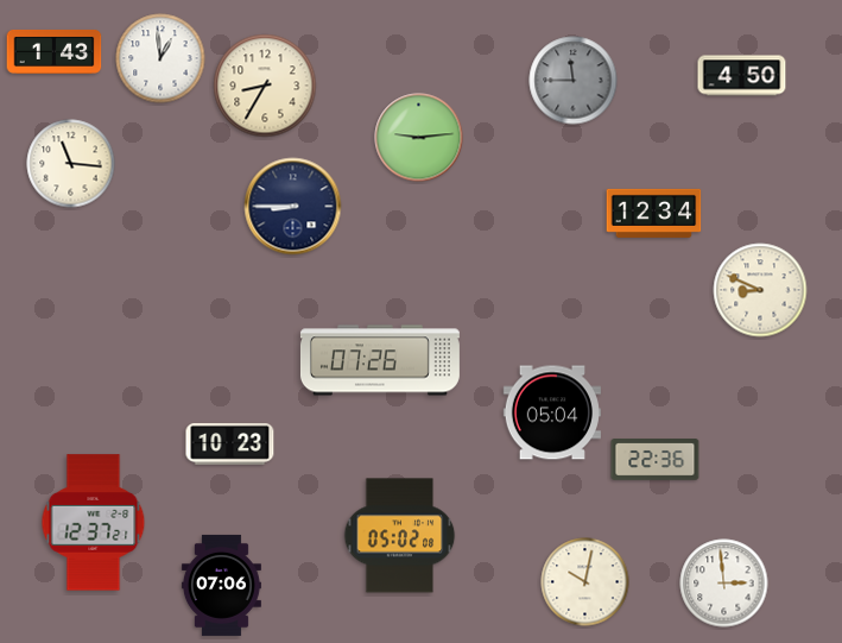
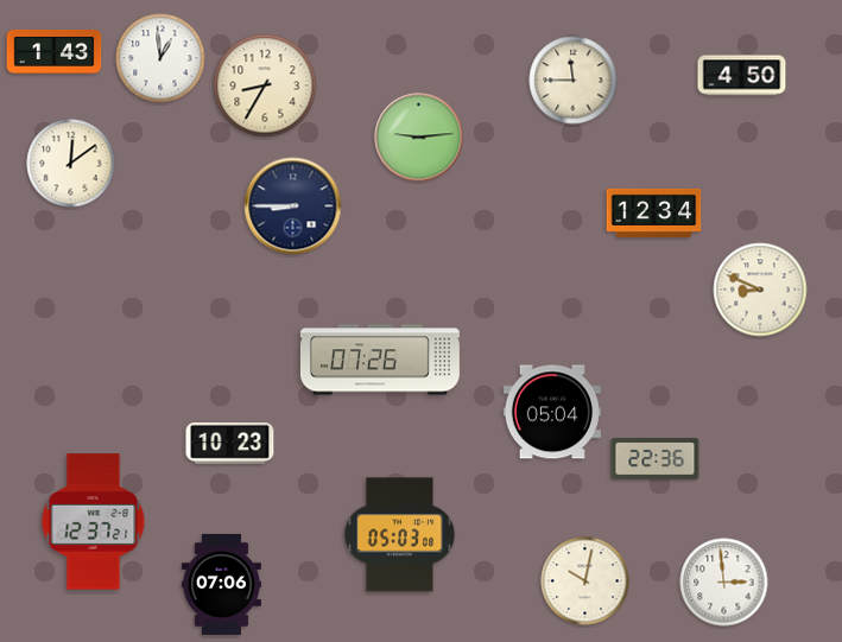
clock at (574, 81) dial: grey -> cream
clock at (71, 164): 11:16 -> 12:09
clock at (400, 536): 05:02 -> 05:03
